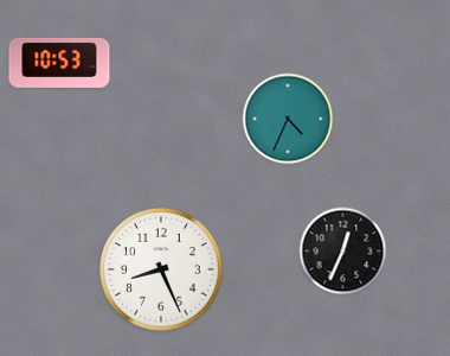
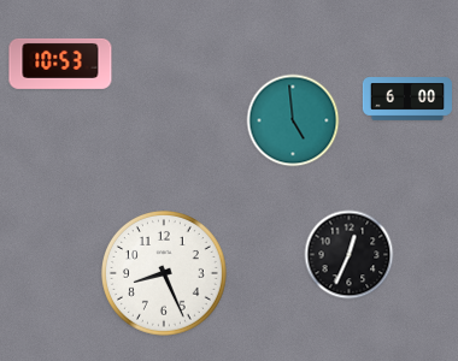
clock at (407, 99): none -> 6:00
clock at (288, 119): 4:34 -> 4:59
